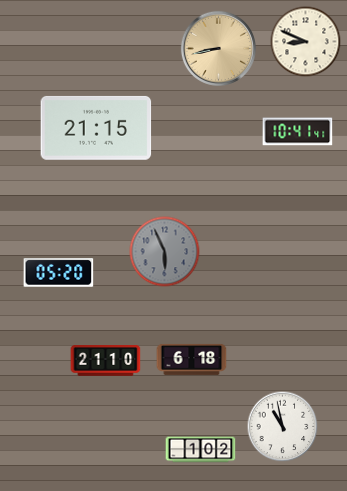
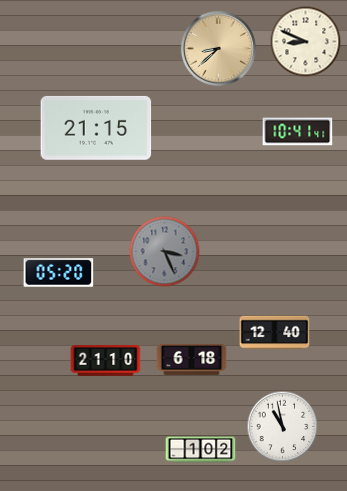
clock at (218, 48): 8:43 -> 8:38
clock at (165, 252): 5:56 -> 3:26
clock at (275, 333): none -> 12:40
